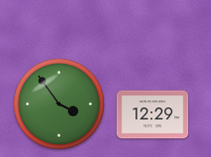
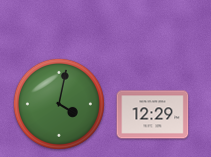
clock at (59, 104): 3:54 -> 4:02
